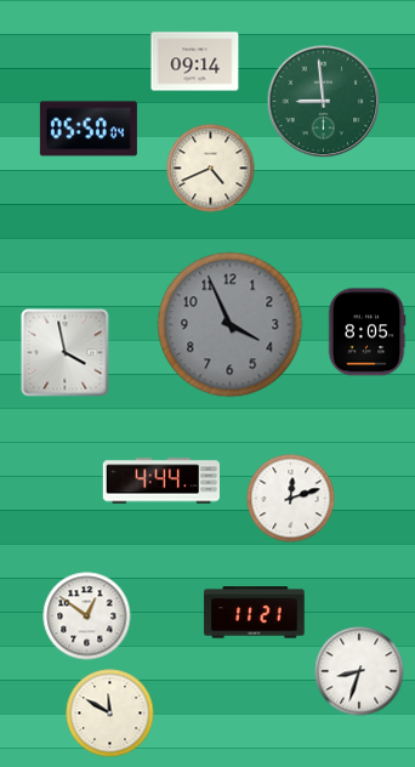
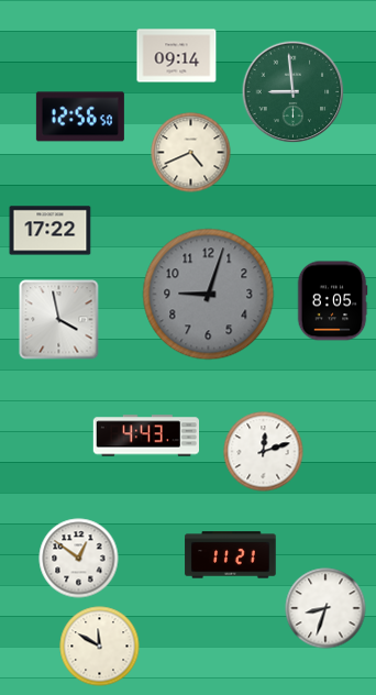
clock at (89, 129): 05:50 -> 12:56
clock at (51, 231): none -> 17:22
clock at (231, 325): 3:56 -> 9:03
clock at (160, 481): 4:44 -> 4:43
